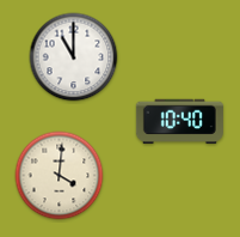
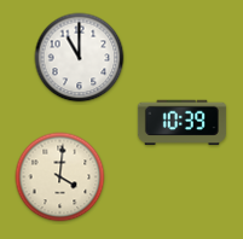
clock at (74, 57) position: (74, 57) -> (80, 58)
clock at (179, 122): 10:40 -> 10:39
